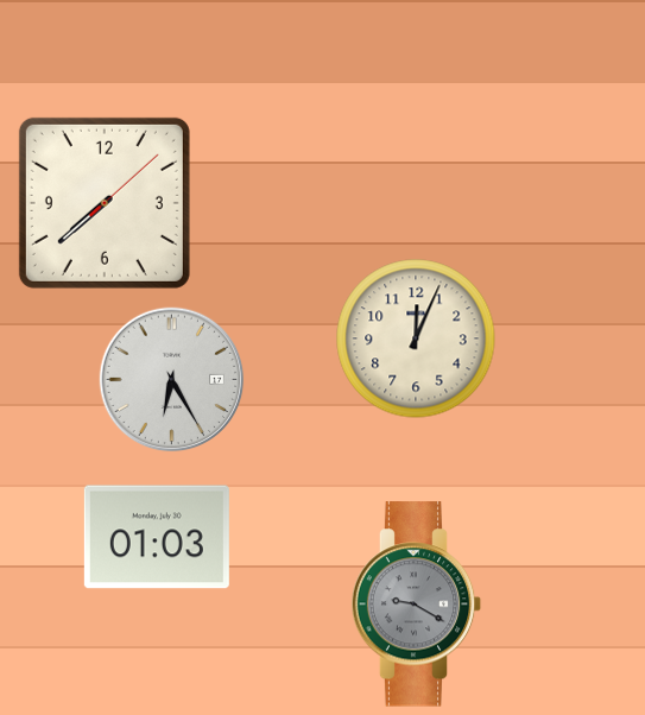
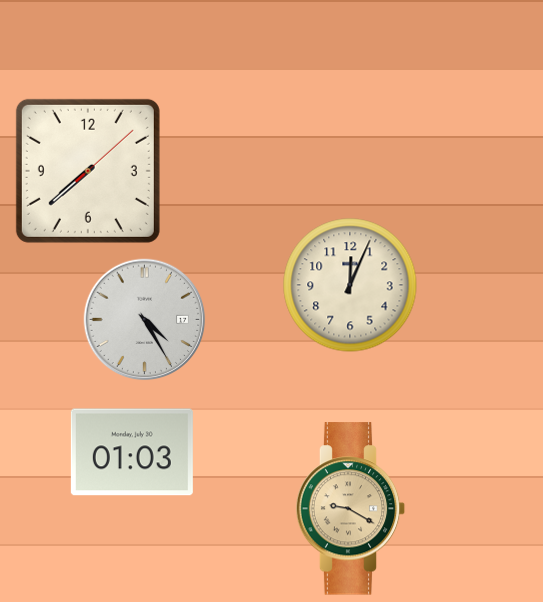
clock at (172, 380): 6:25 -> 4:25
clock at (417, 605) dial: grey -> champagne
